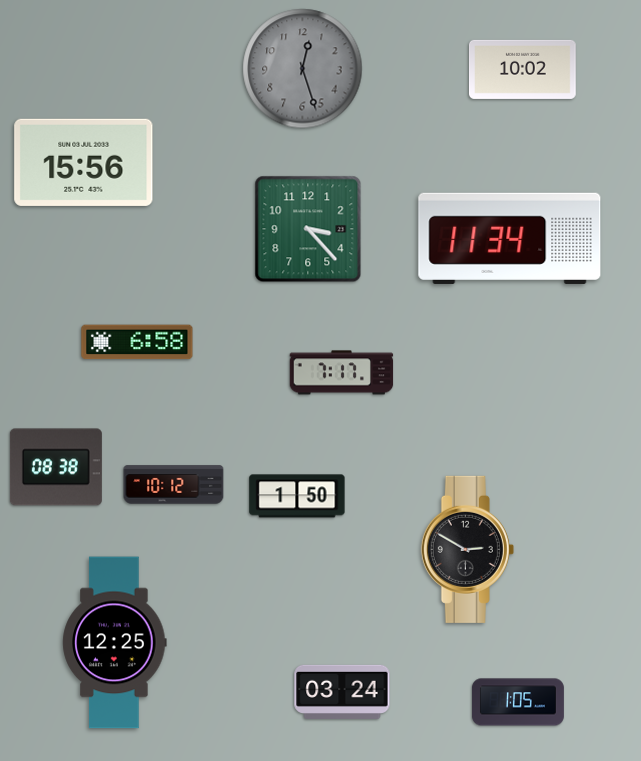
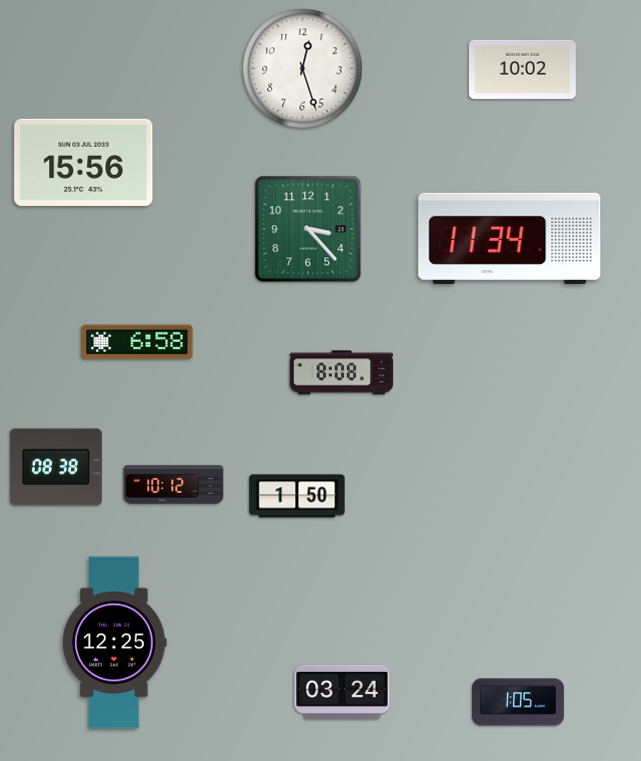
clock at (303, 69) dial: grey -> white
clock at (342, 373): 7:17 -> 8:08
clock at (467, 549): 2:50 -> none
